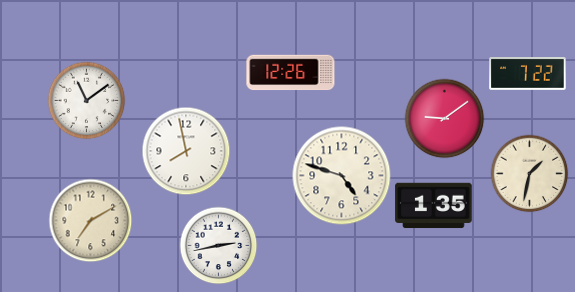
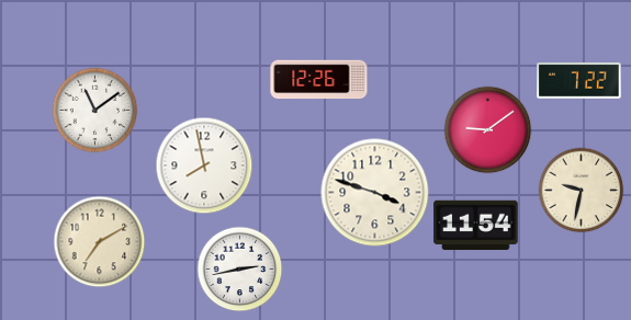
clock at (529, 173): 1:32 -> 9:32
clock at (342, 176): 4:48 -> 3:48
clock at (434, 206): 1:35 -> 11:54
